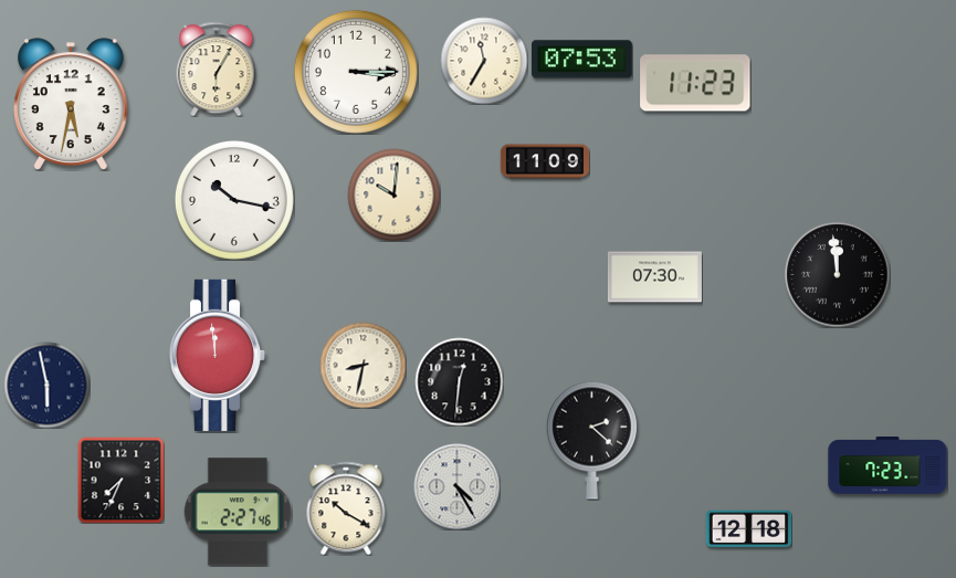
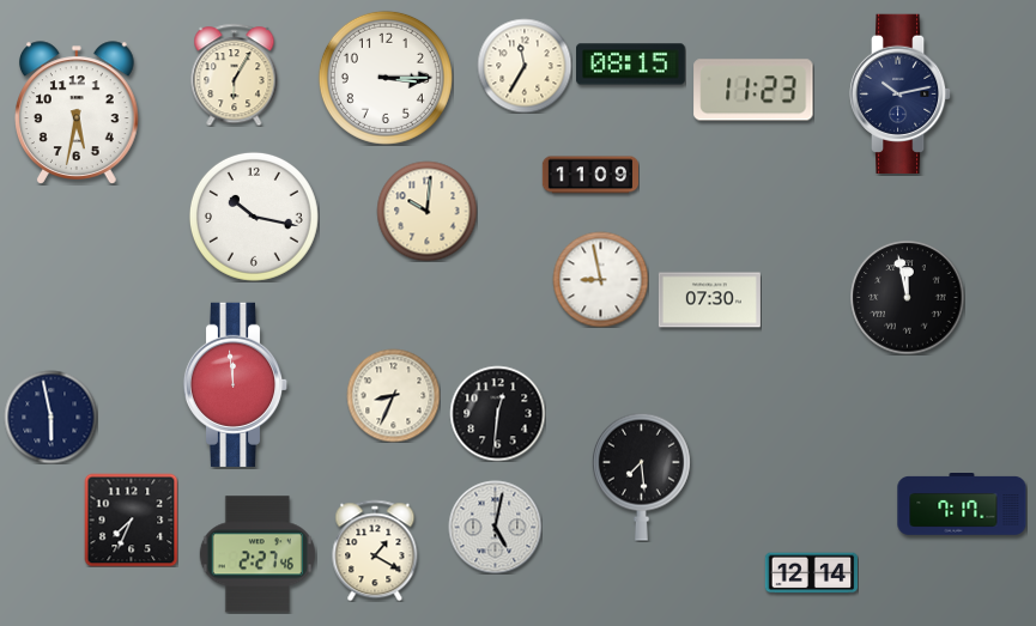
clock at (582, 60): 07:53 -> 08:15
clock at (901, 95): none -> 10:13
clock at (600, 279): none -> 8:58
clock at (837, 274): 11:59 -> 11:58
clock at (363, 365): 8:32 -> 8:34
clock at (591, 440): 2:22 -> 7:29
clock at (887, 466): 7:23 -> 7:17
clock at (456, 486): 4:25 -> 5:02
clock at (346, 508): 10:20 -> 1:20
clock at (748, 529): 12:18 -> 12:14
